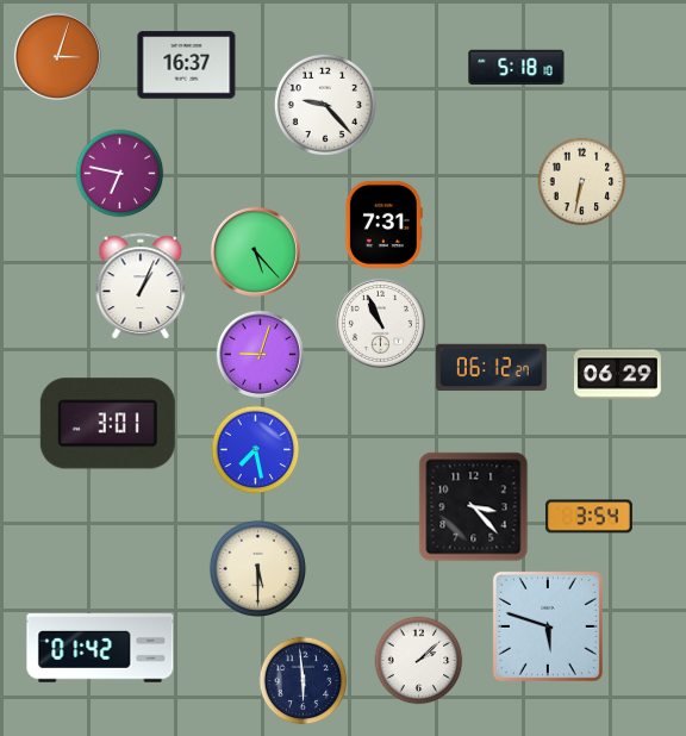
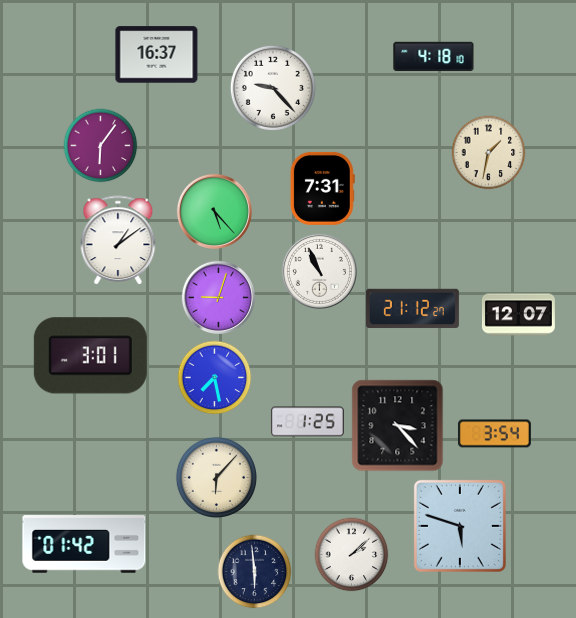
clock at (57, 56): 3:03 -> none
clock at (517, 68): 5:18 -> 4:18
clock at (120, 174): 6:47 -> 6:06
clock at (582, 182): 6:32 -> 1:32
clock at (141, 286): 1:04 -> 1:09
clock at (491, 368): 06:12 -> 21:12
clock at (617, 375): 06:29 -> 12:07
clock at (307, 422): none -> 1:25
clock at (257, 568): 5:30 -> 6:07
